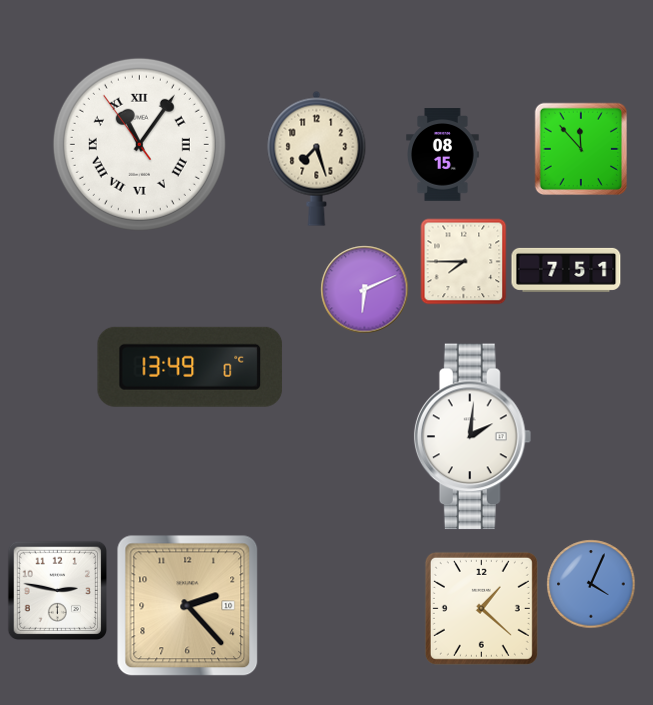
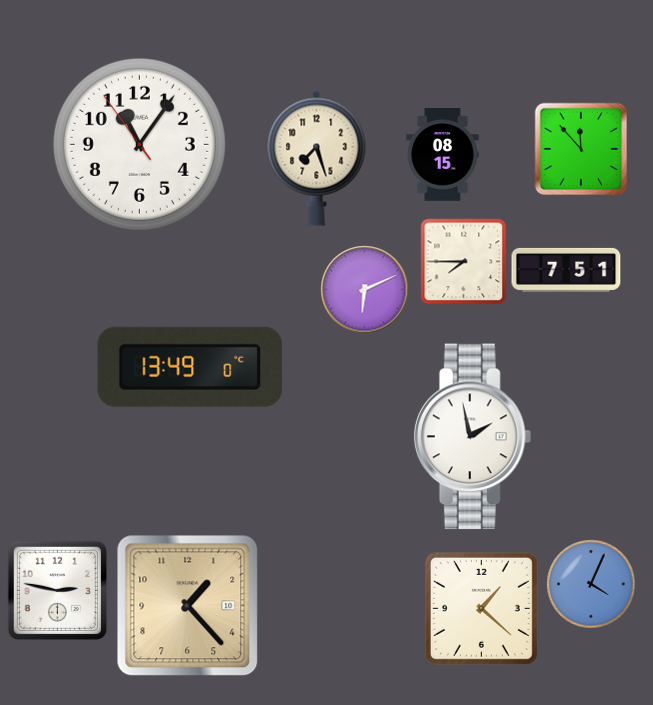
clock at (139, 144) numerals: Roman -> Arabic
clock at (473, 437): 2:01 -> 1:58
clock at (188, 606): 2:23 -> 1:23
